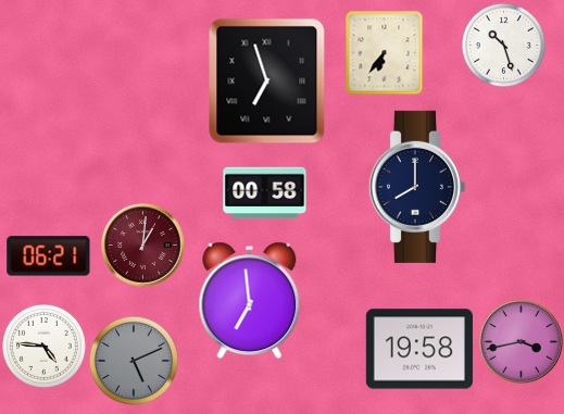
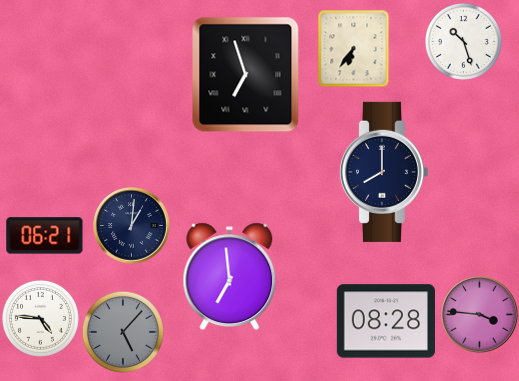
clock at (265, 193): 00:58 -> none
clock at (143, 246) dial: burgundy -> navy
clock at (522, 342): 3:43 -> 3:46
clock at (419, 349): 19:58 -> 08:28
clock at (134, 361): 5:11 -> 5:07
